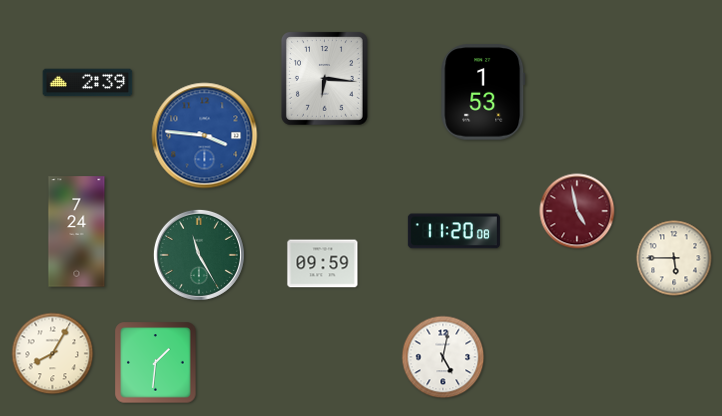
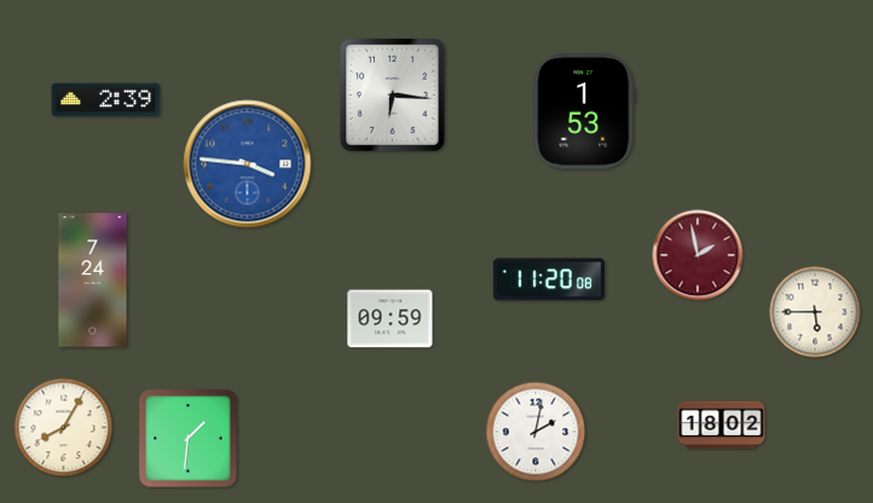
clock at (577, 211): 4:58 -> 1:58
clock at (199, 255): 11:25 -> none
clock at (722, 426): none -> 18:02
clock at (443, 357): 5:02 -> 2:02
